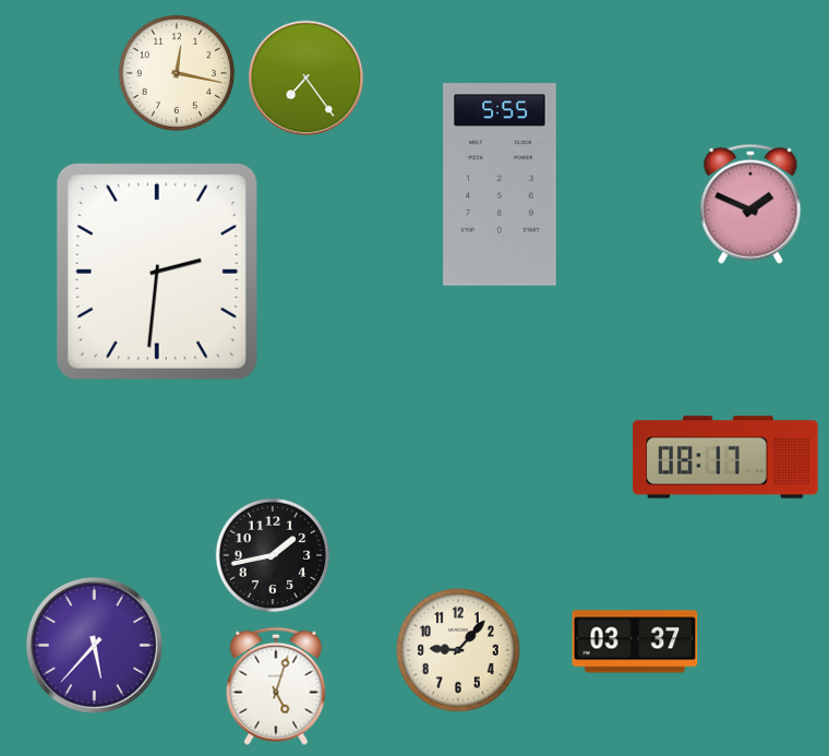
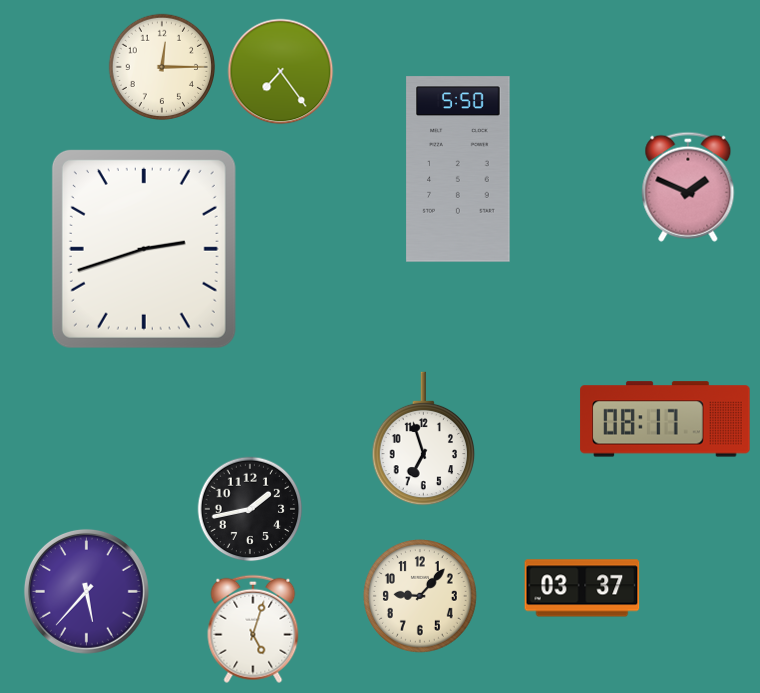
clock at (176, 72): 12:17 -> 12:15
clock at (500, 184): 5:55 -> 5:50
clock at (157, 272): 2:31 -> 2:42
clock at (424, 439): none -> 6:57
